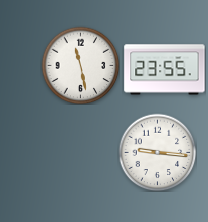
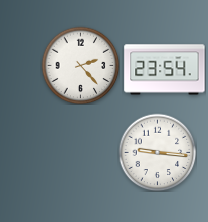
clock at (80, 65): 11:28 -> 2:23
clock at (165, 70): 23:55 -> 23:54
